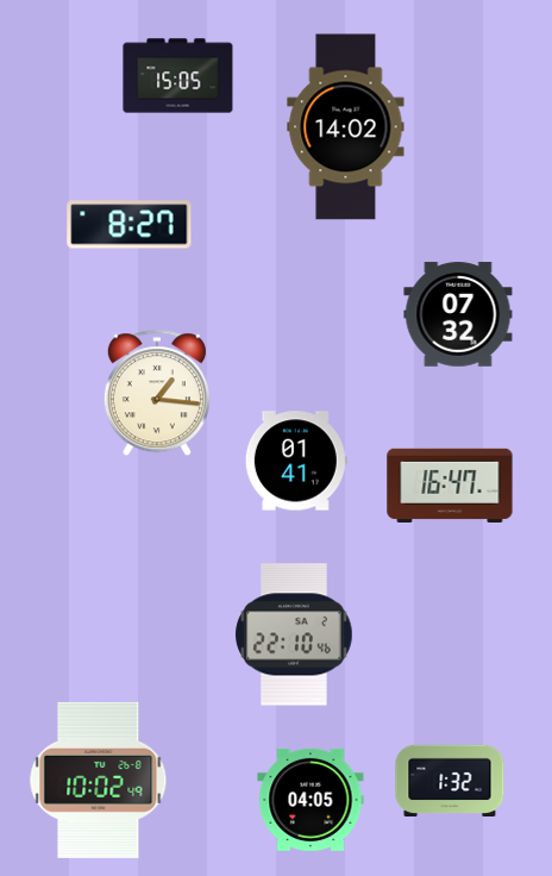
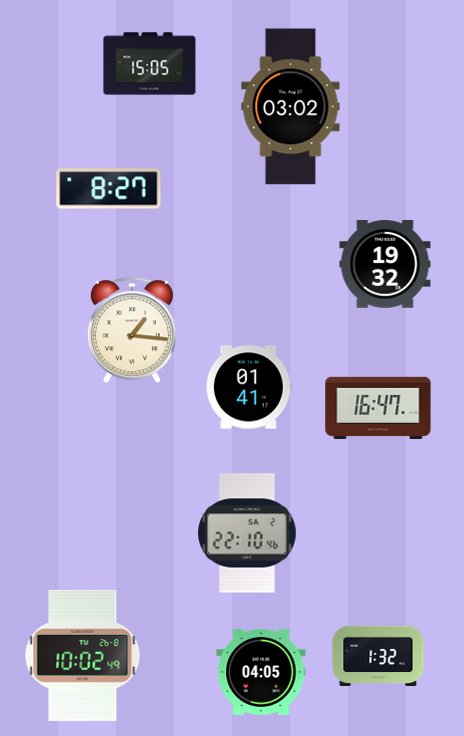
clock at (346, 127): 14:02 -> 03:02
clock at (458, 314): 07:32 -> 19:32
